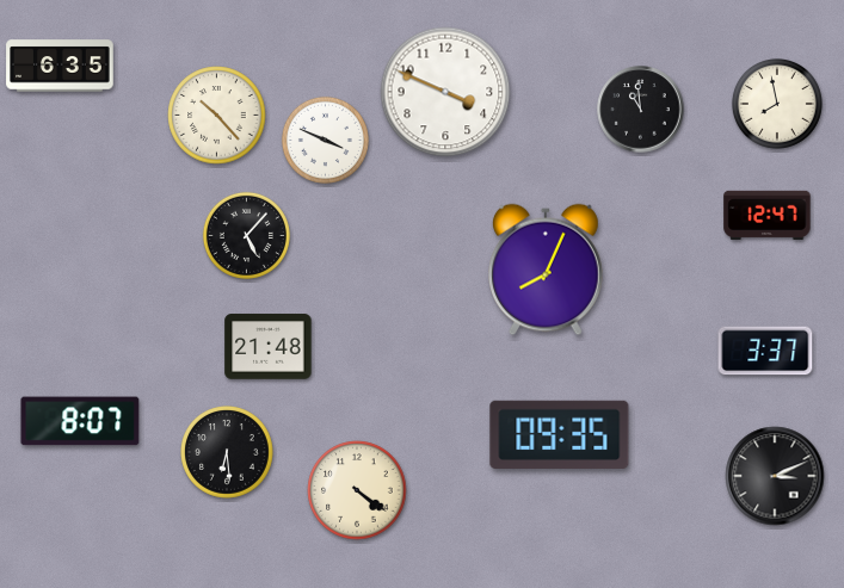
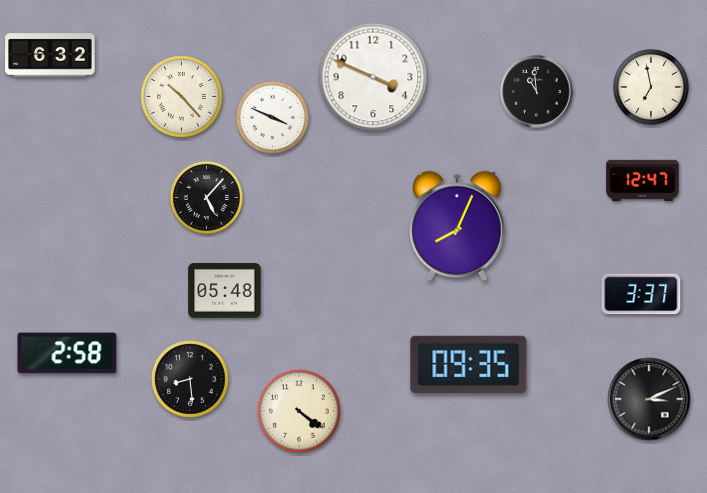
clock at (60, 66): 6:35 -> 6:32
clock at (777, 104): 7:58 -> 6:58
clock at (269, 347): 21:48 -> 05:48
clock at (80, 421): 8:07 -> 2:58
clock at (228, 453): 6:29 -> 8:29
